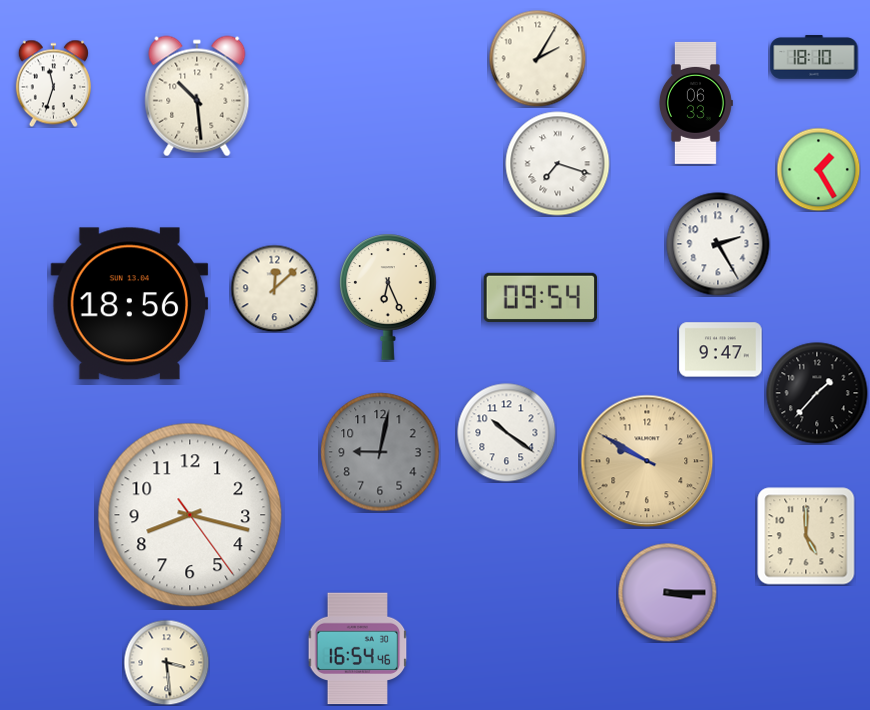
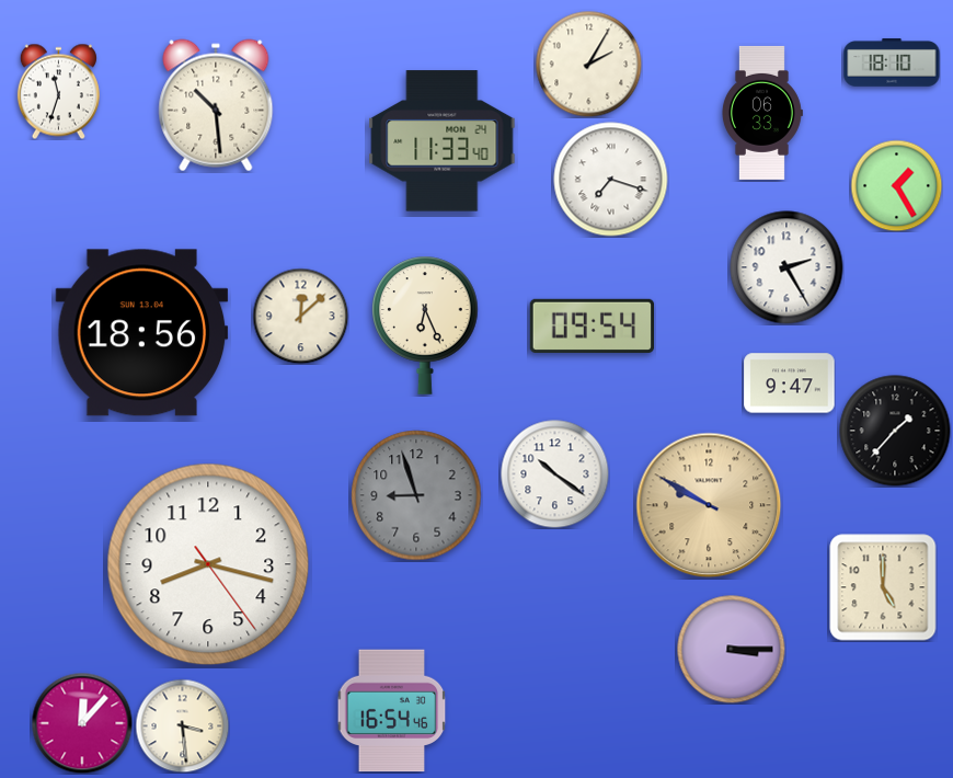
clock at (443, 141): none -> 11:33
clock at (380, 452): 9:02 -> 8:57
clock at (82, 723): none -> 12:07
